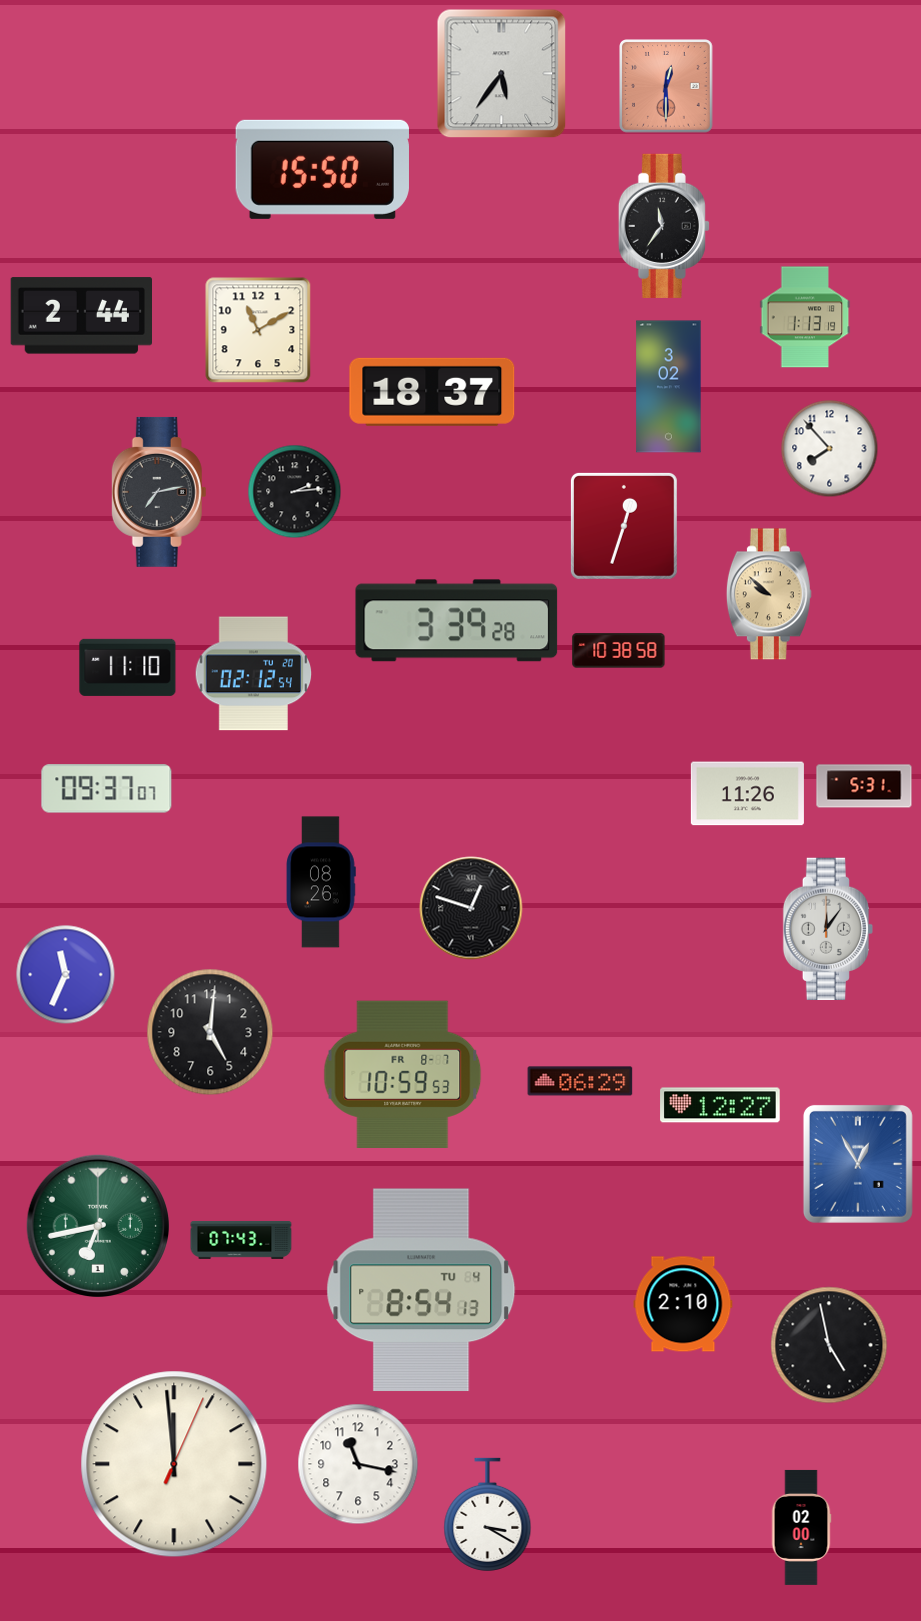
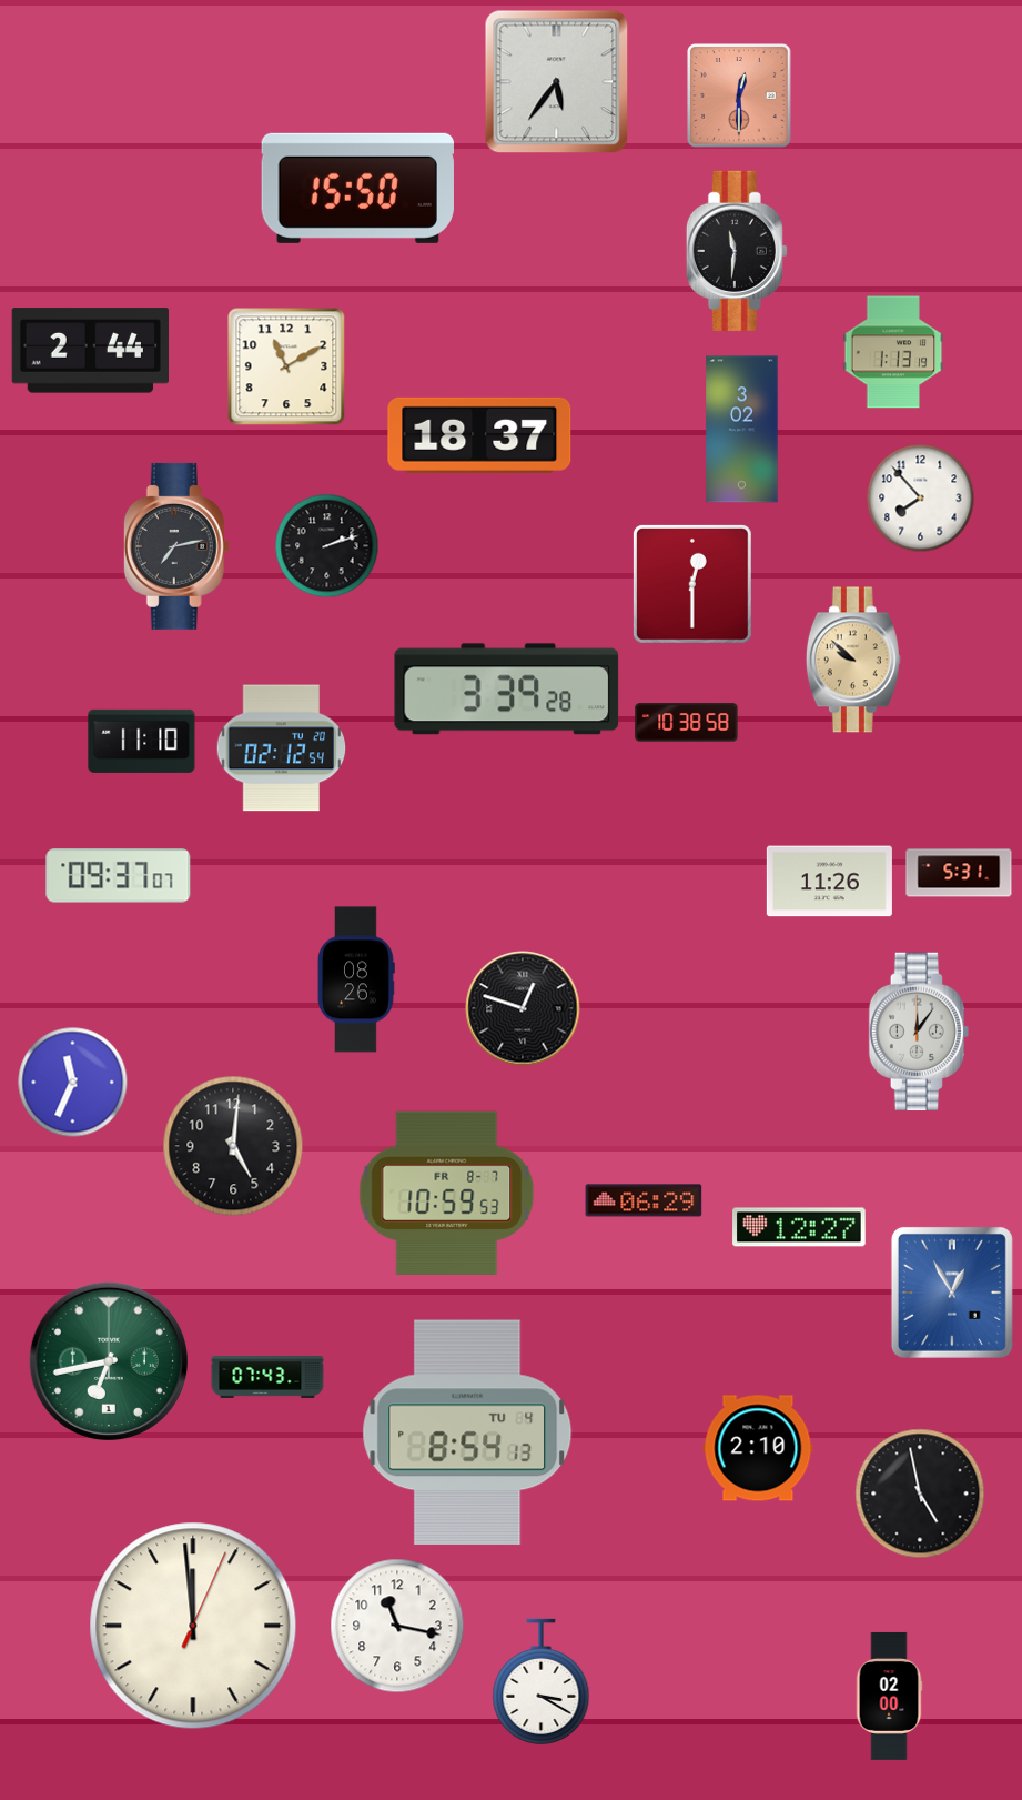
clock at (664, 226): 11:36 -> 11:31
clock at (295, 492): 2:14 -> 2:12
clock at (624, 526): 12:33 -> 12:30
